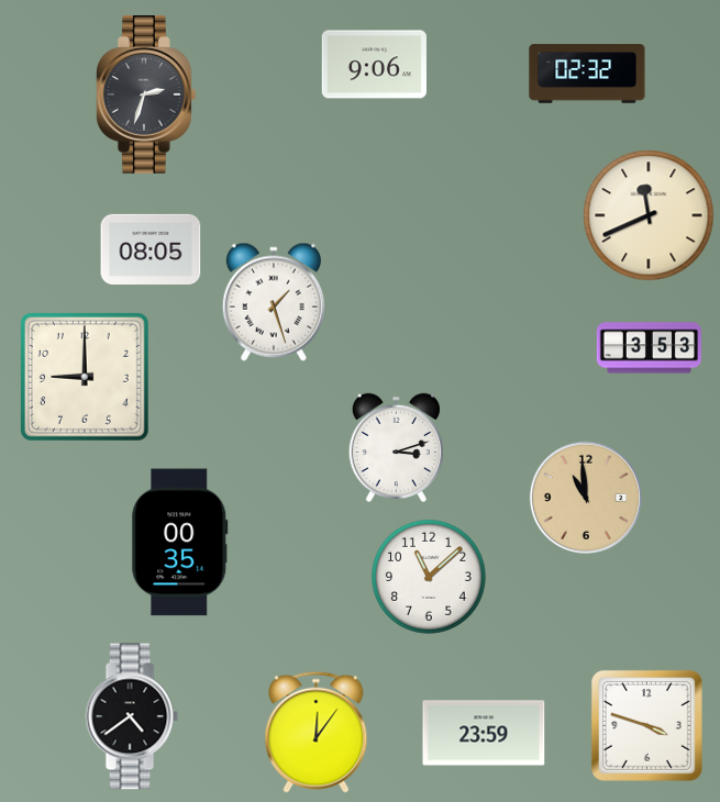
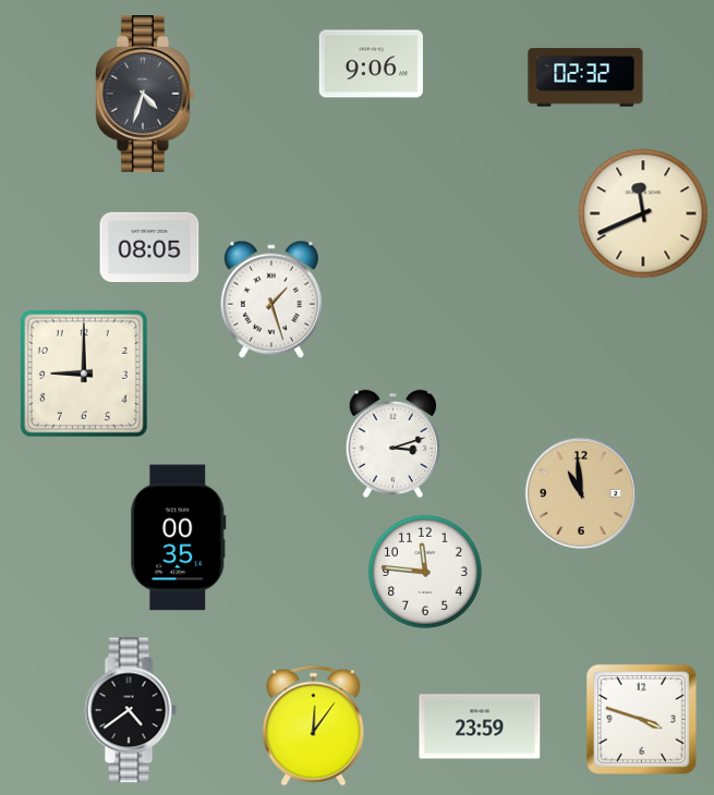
clock at (587, 74) position: (587, 74) -> (585, 77)
clock at (147, 94): 2:33 -> 4:33
clock at (649, 348): 3:53 -> none
clock at (429, 577): 11:08 -> 11:46
